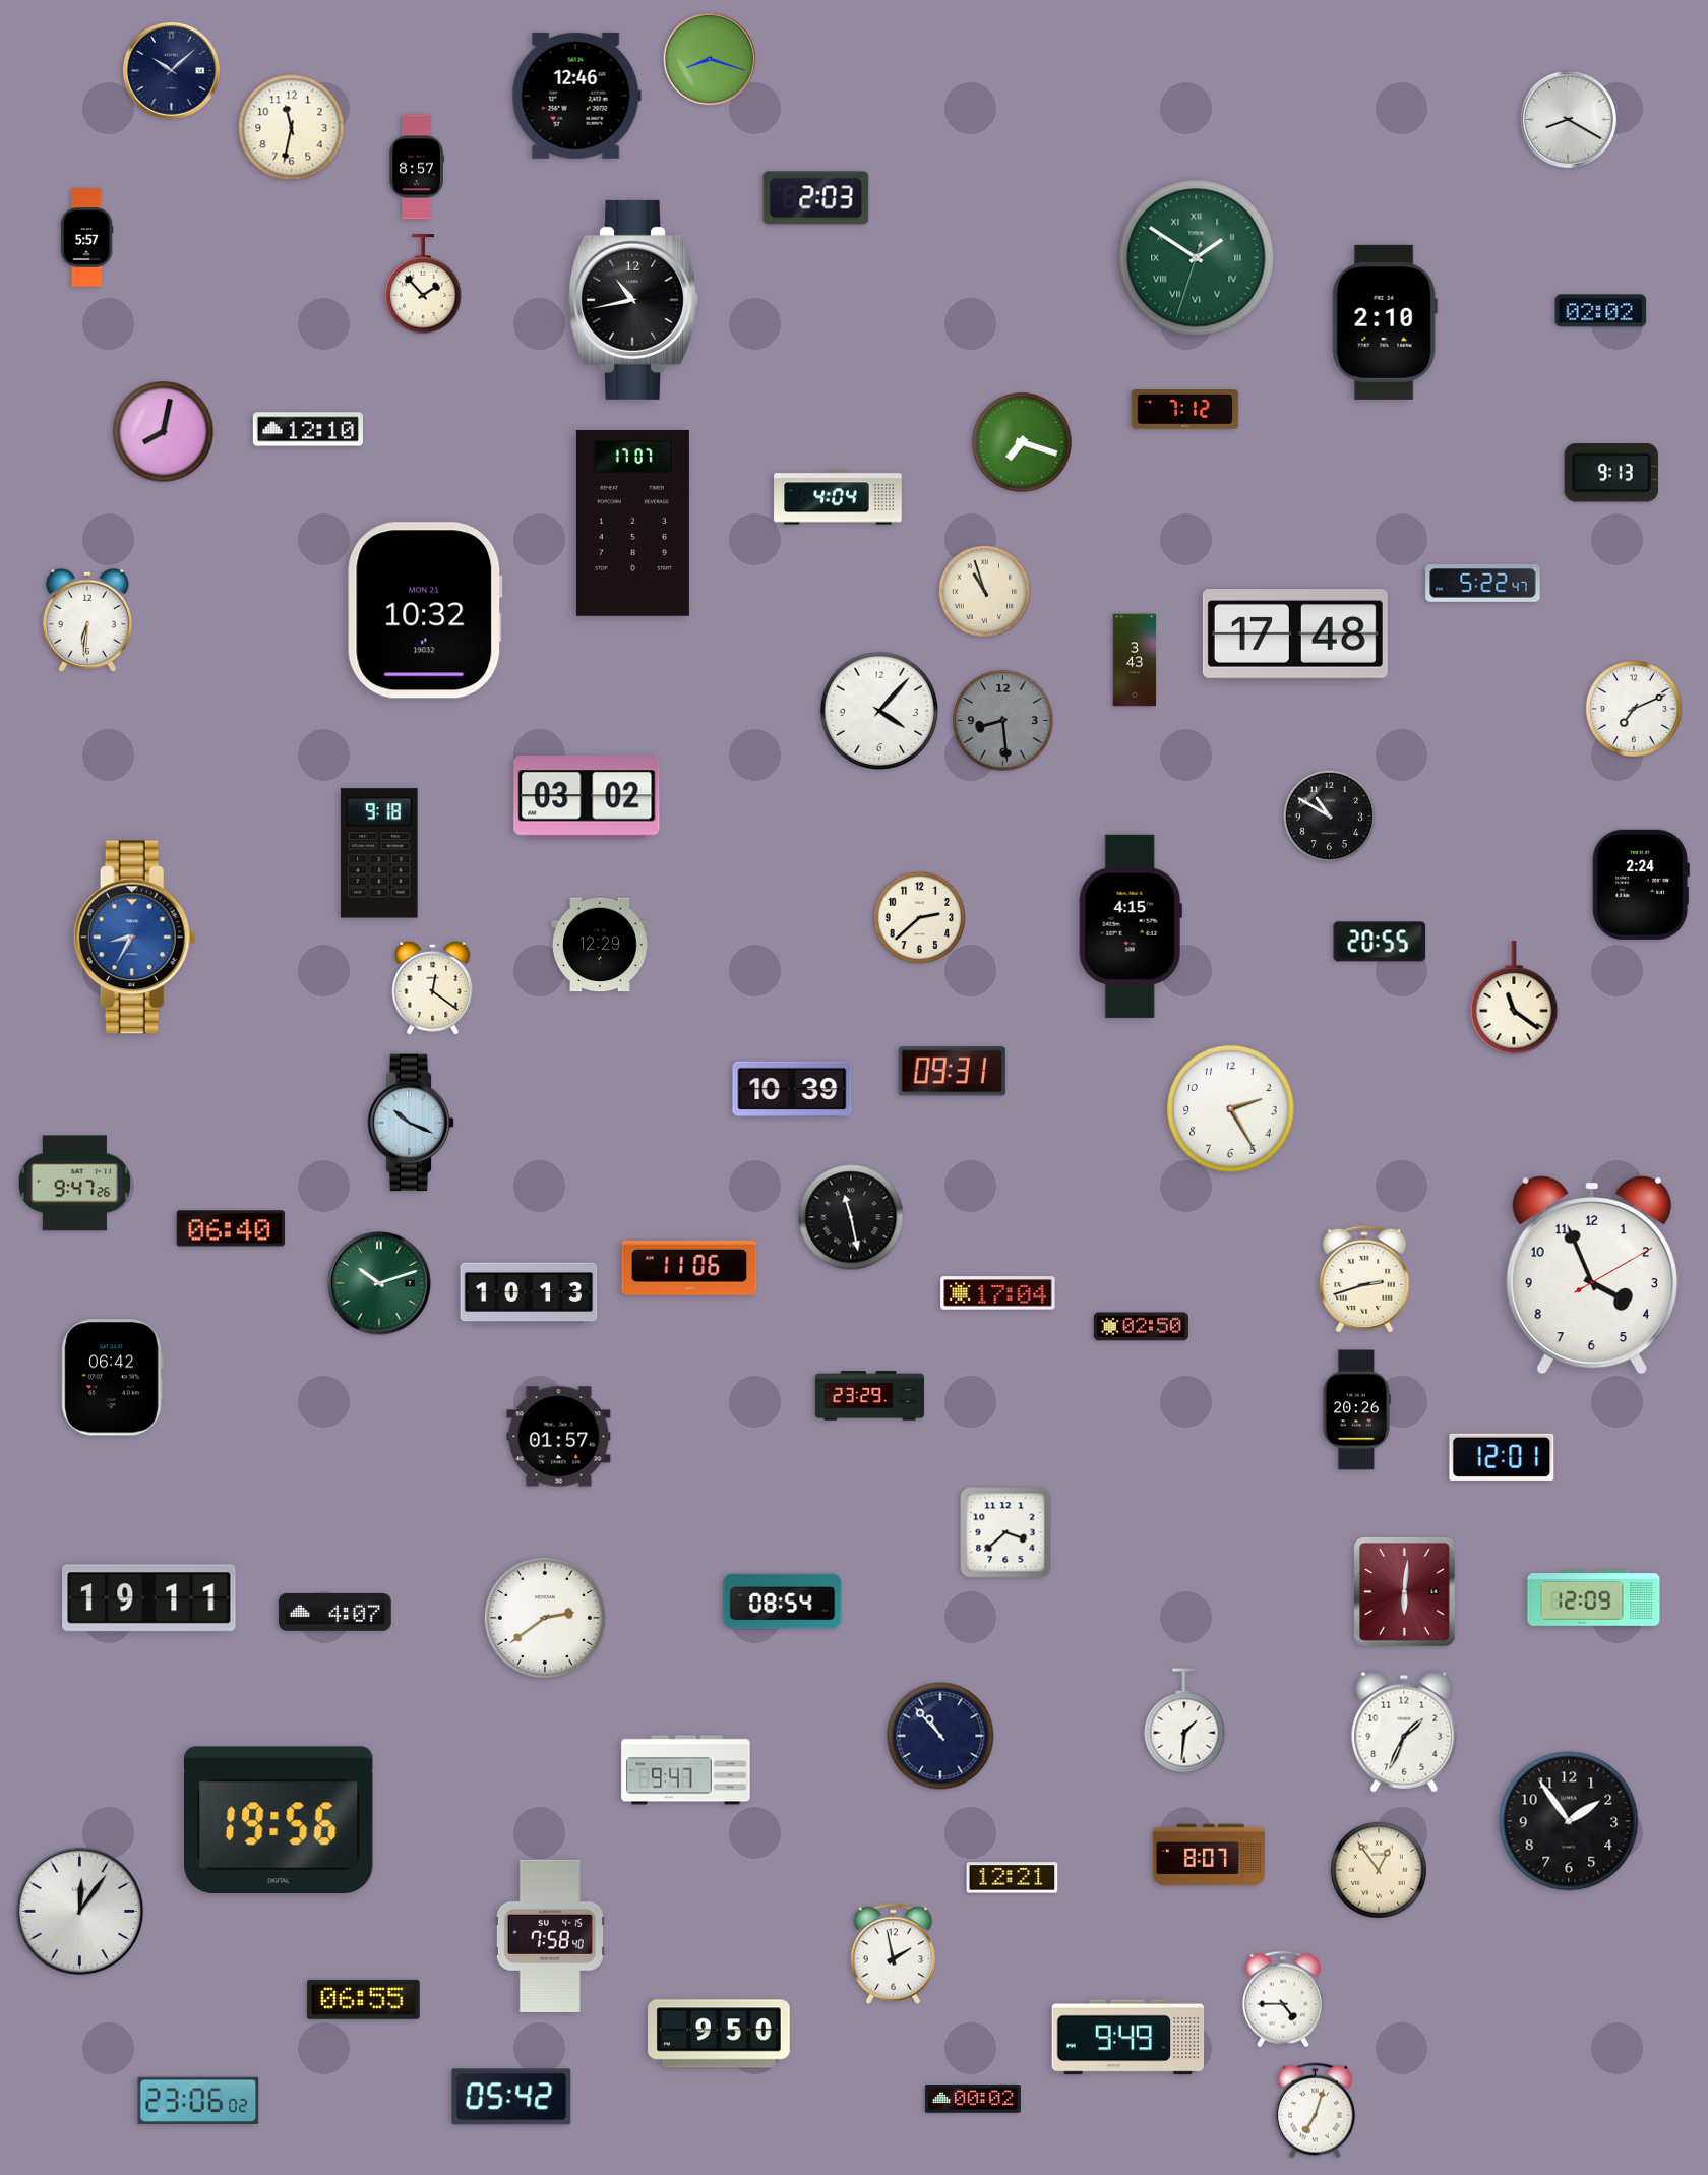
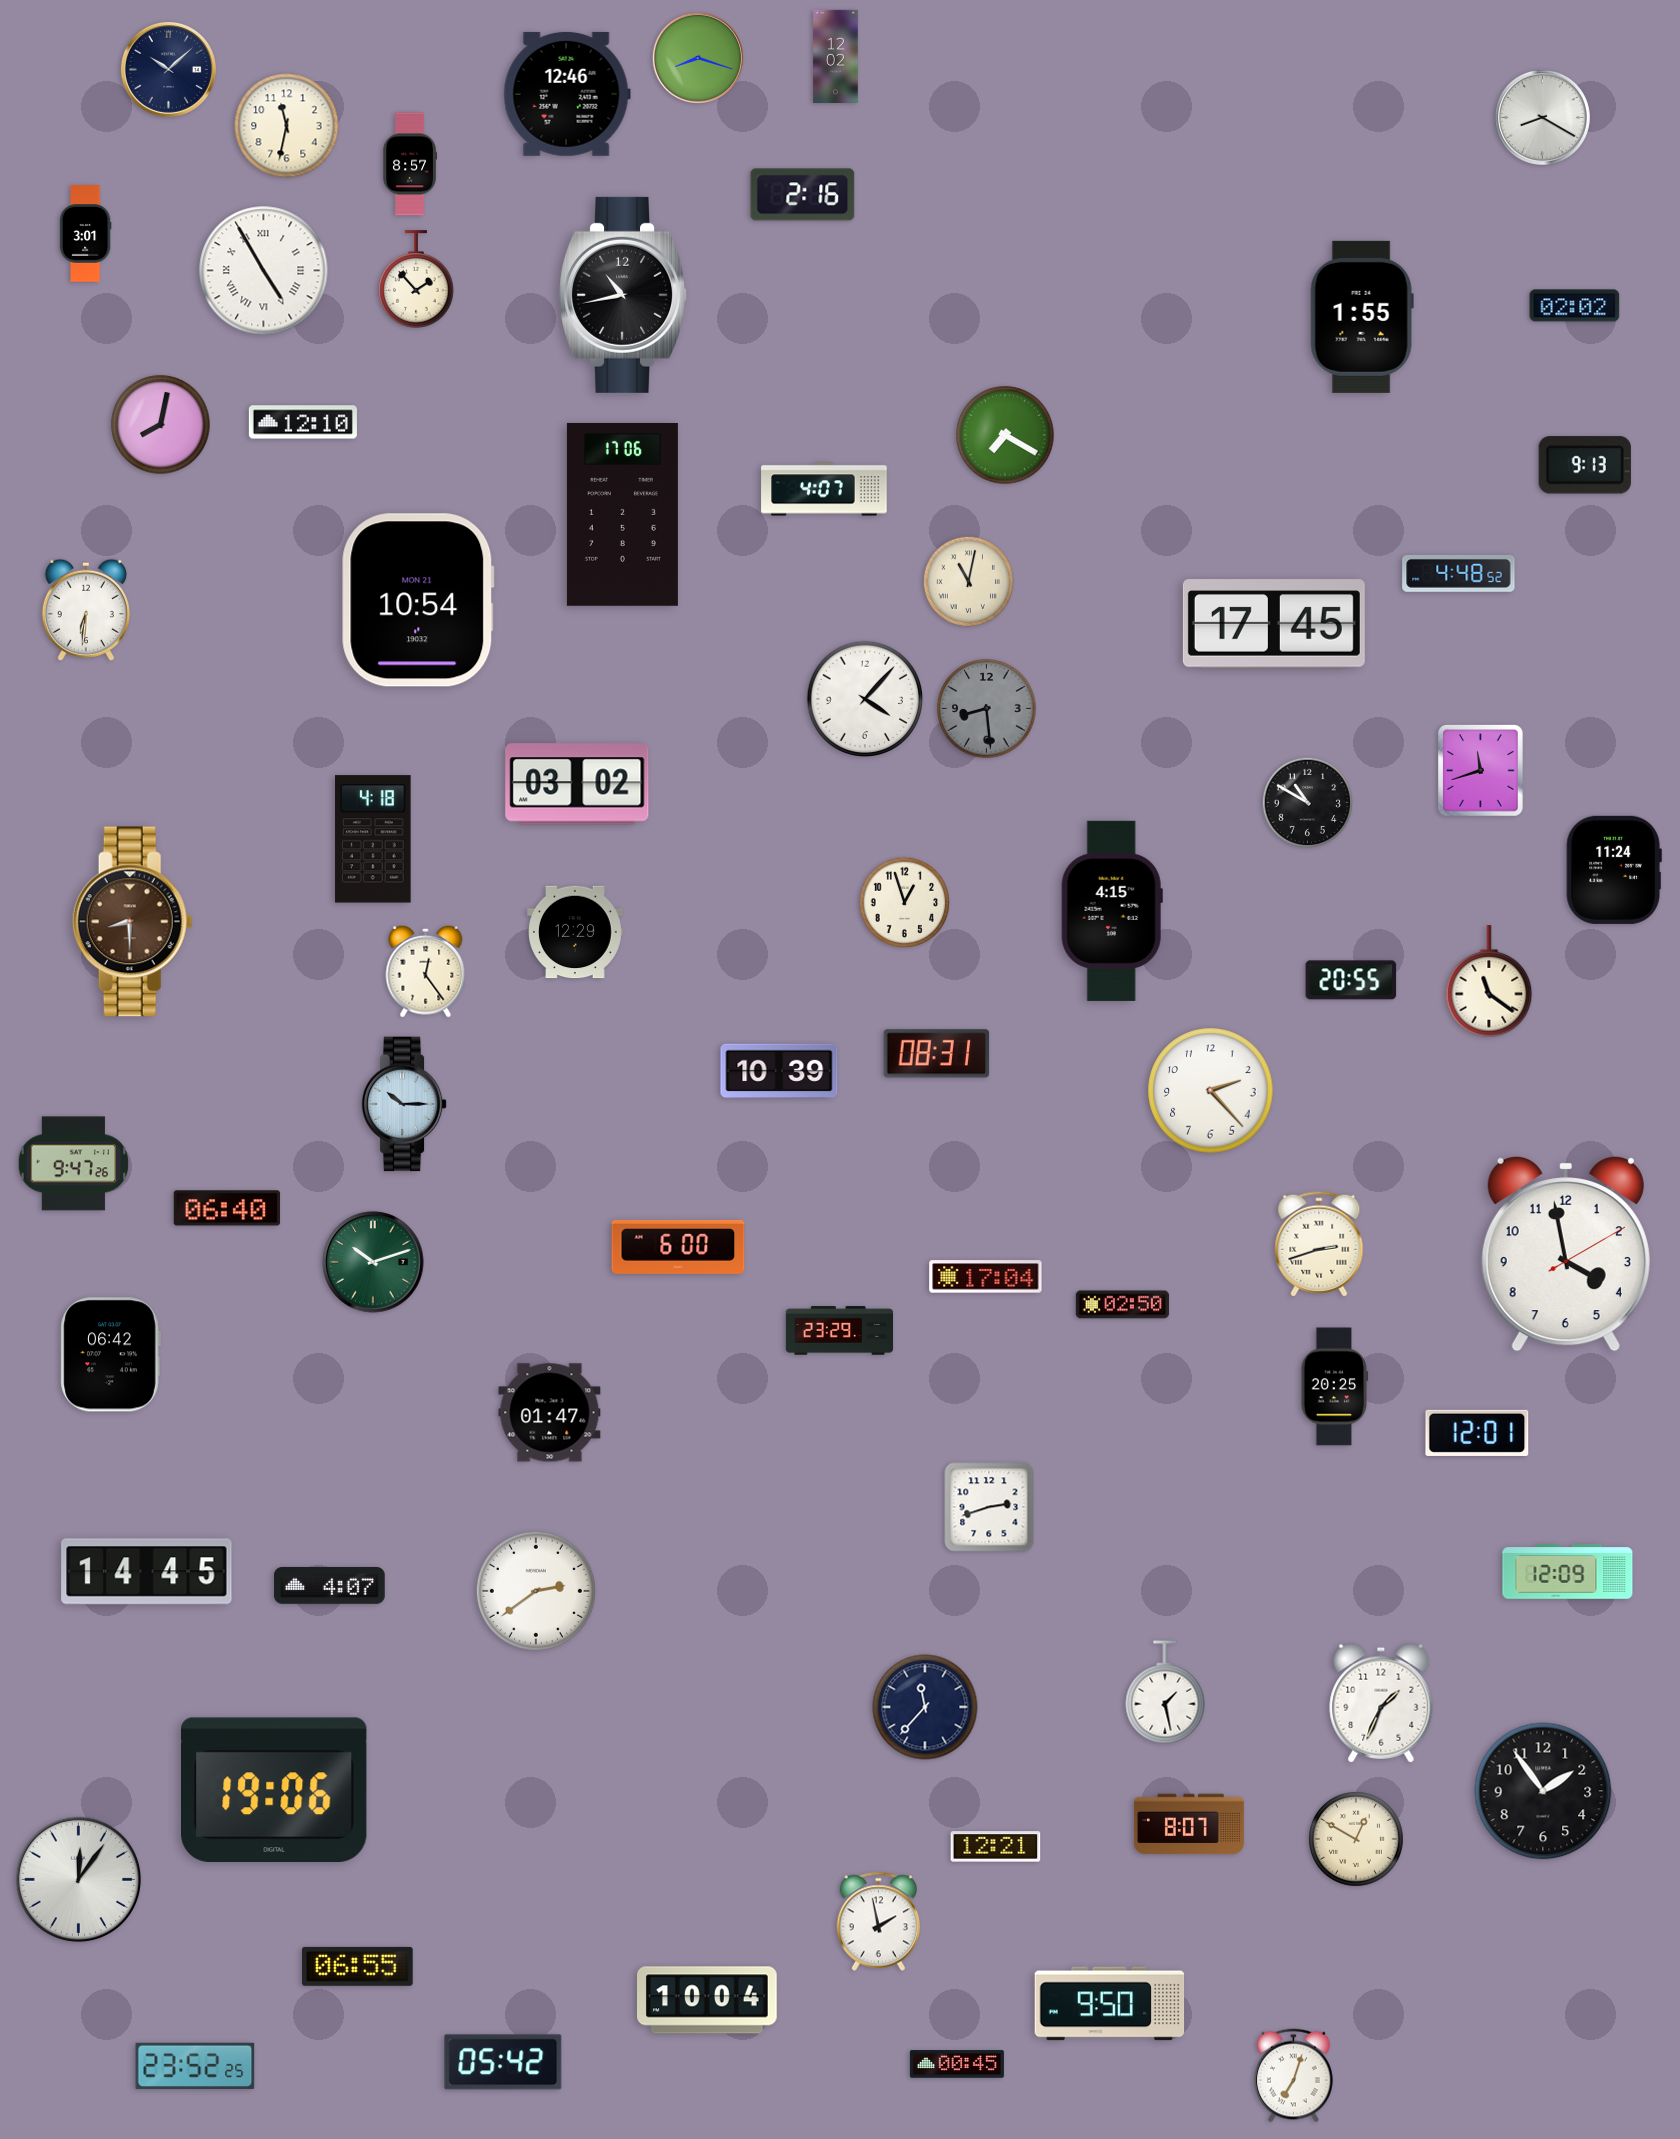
clock at (836, 56): none -> 12:02
clock at (816, 198): 2:03 -> 2:16
clock at (86, 238): 5:57 -> 3:01
clock at (1197, 258): 1:50 -> none
clock at (264, 271): none -> 4:55
clock at (1385, 322): 2:10 -> 1:55
clock at (1185, 410): 7:12 -> none
clock at (1022, 442): 7:18 -> 7:20
clock at (838, 497): 4:04 -> 4:07
clock at (632, 523): 17:07 -> 17:06
clock at (1483, 583): 5:22 -> 4:48
clock at (984, 591): 10:57 -> 11:02
clock at (425, 610): 10:32 -> 10:54
clock at (1295, 635): 17:48 -> 17:45
clock at (1135, 660): 3:43 -> none
clock at (1634, 709): 7:11 -> none
clock at (1481, 771): none -> 11:42
clock at (379, 853): 9:18 -> 4:18
clock at (1641, 885): 2:24 -> 11:24
clock at (919, 917): 2:38 -> 12:57
clock at (134, 938): 8:35 -> 8:30
clock at (134, 938) dial: blue -> brown
clock at (1380, 942) position: (1380, 942) -> (1351, 980)
clock at (601, 945) position: (601, 945) -> (576, 932)
clock at (433, 987): 12:21 -> 12:24
clock at (953, 1072): 09:31 -> 08:31
clock at (1231, 1109): 2:25 -> 2:23
clock at (411, 1123): 10:19 -> 10:15
clock at (851, 1217): 11:28 -> none
clock at (689, 1268): 11:06 -> 6:00
clock at (1592, 1275): 3:56 -> 3:58
clock at (1364, 1279) position: (1364, 1279) -> (1319, 1244)
clock at (529, 1293): 10:13 -> none
clock at (998, 1293) position: (998, 1293) -> (986, 1277)
clock at (870, 1396) position: (870, 1396) -> (840, 1331)
clock at (1357, 1410): 20:26 -> 20:25
clock at (559, 1437): 01:57 -> 01:47
clock at (1005, 1532): 3:38 -> 2:42
clock at (1405, 1592): 6:01 -> none
clock at (149, 1598): 19:11 -> 14:45
clock at (783, 1602): 08:54 -> none
clock at (1184, 1720): 1:31 -> 1:28
clock at (940, 1736): 10:53 -> 11:37
clock at (686, 1770): 9:47 -> none
clock at (280, 1819): 19:56 -> 19:06
clock at (1379, 1870): 12:54 -> 12:50
clock at (550, 1935): 7:58 -> none
clock at (1283, 1999): 4:45 -> none
clock at (720, 2034): 9:50 -> 10:04
clock at (1128, 2038): 9:49 -> 9:50
clock at (973, 2099): 00:02 -> 00:45
clock at (198, 2101): 23:06 -> 23:52
